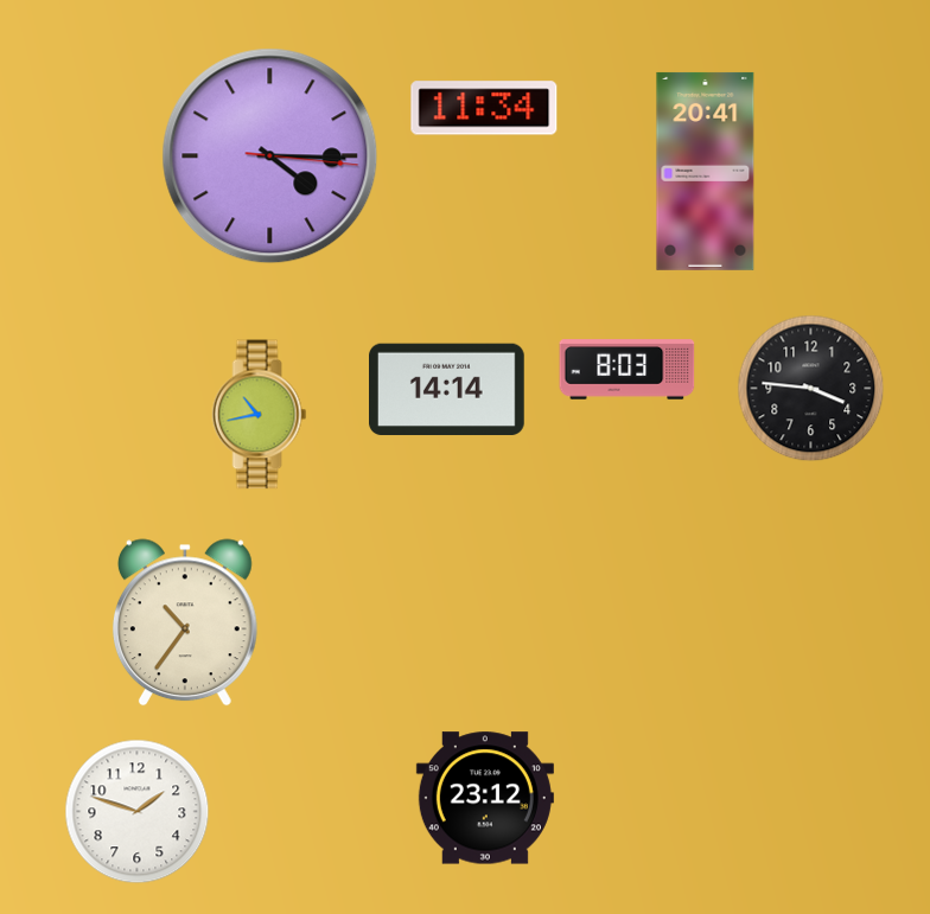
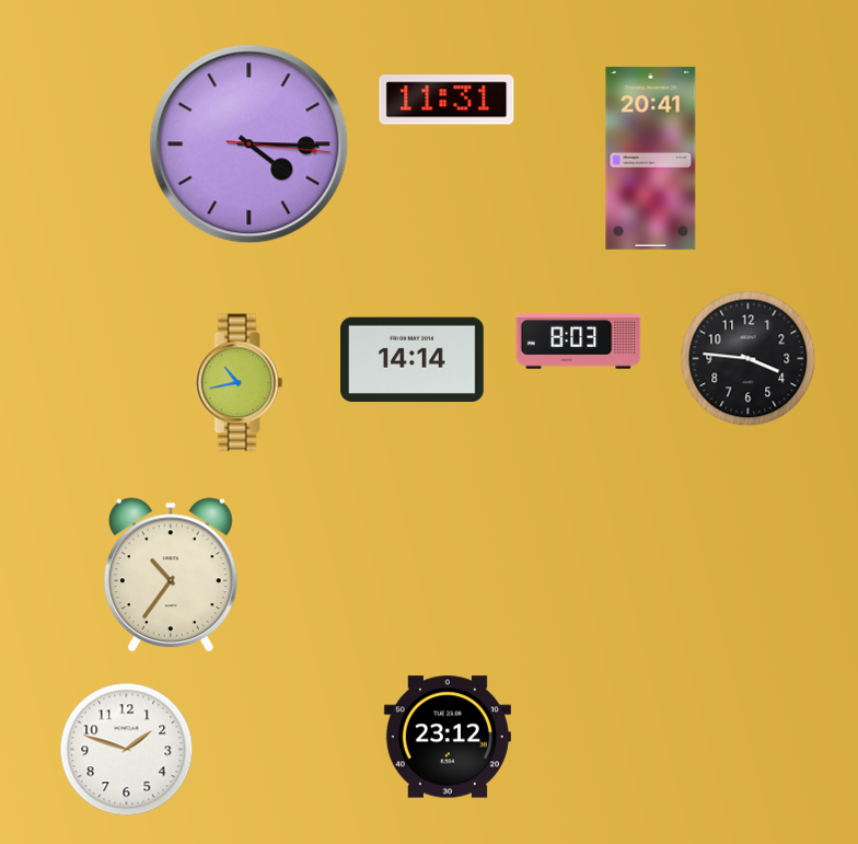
clock at (484, 108): 11:34 -> 11:31
